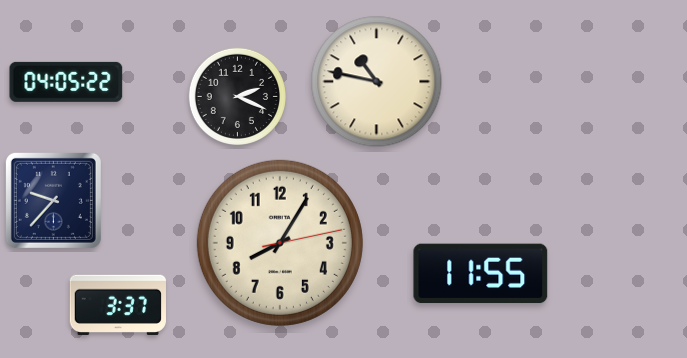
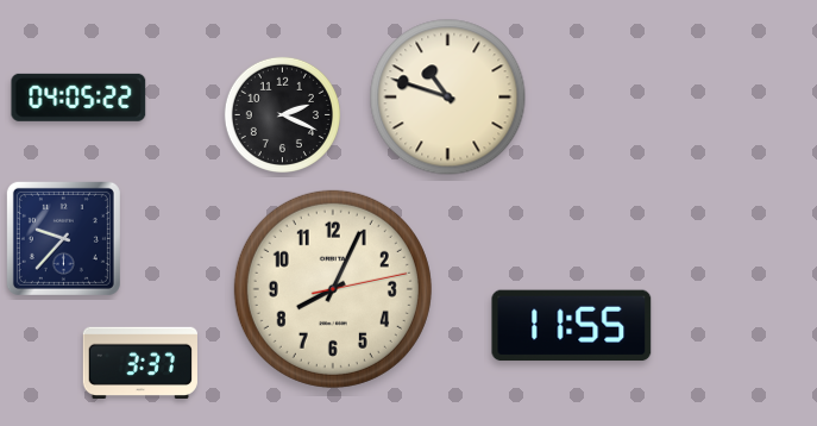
clock at (377, 82): 10:47 -> 10:48
clock at (280, 243): 8:05 -> 8:04
